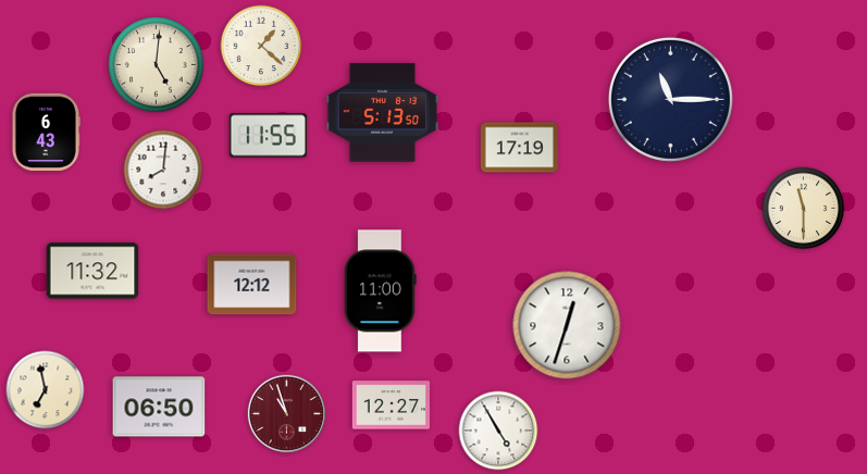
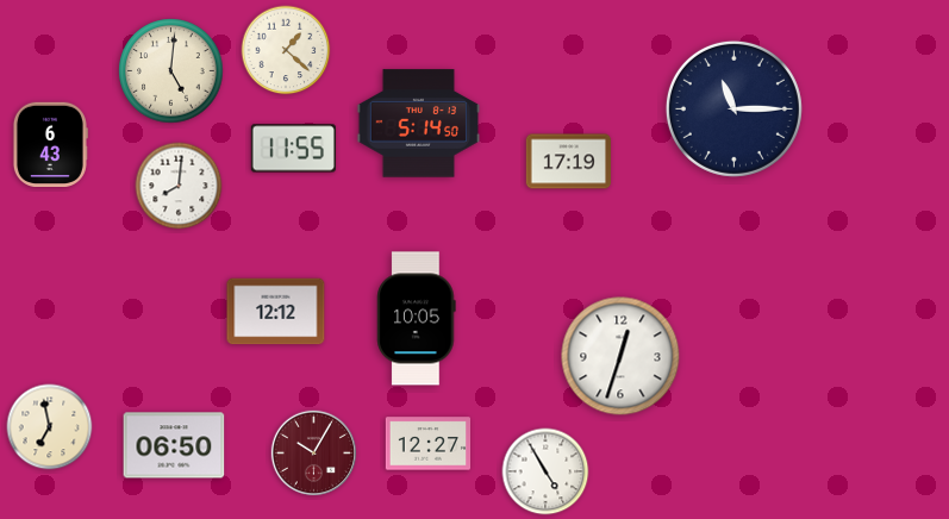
clock at (382, 113): 5:13 -> 5:14
clock at (804, 209): 11:30 -> none
clock at (92, 271): 11:32 -> none
clock at (381, 291): 11:00 -> 10:05
clock at (287, 414): 10:57 -> 10:05
